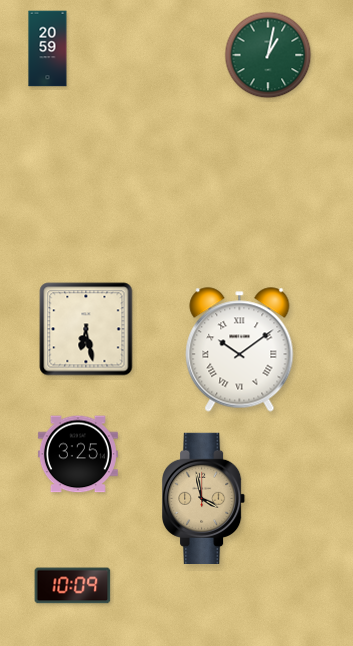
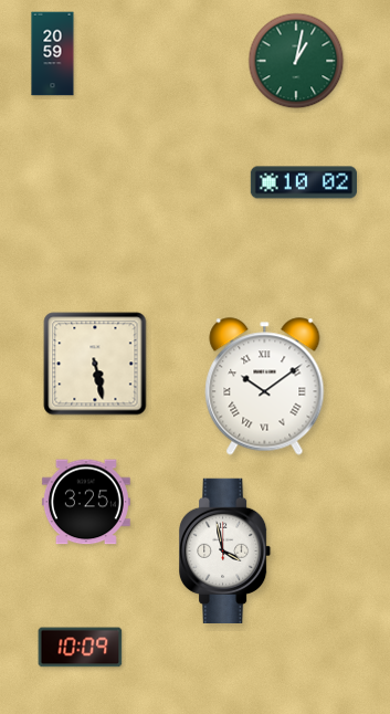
clock at (303, 182): none -> 10:02
clock at (86, 329): 6:28 -> 5:28
clock at (205, 498) dial: champagne -> white
